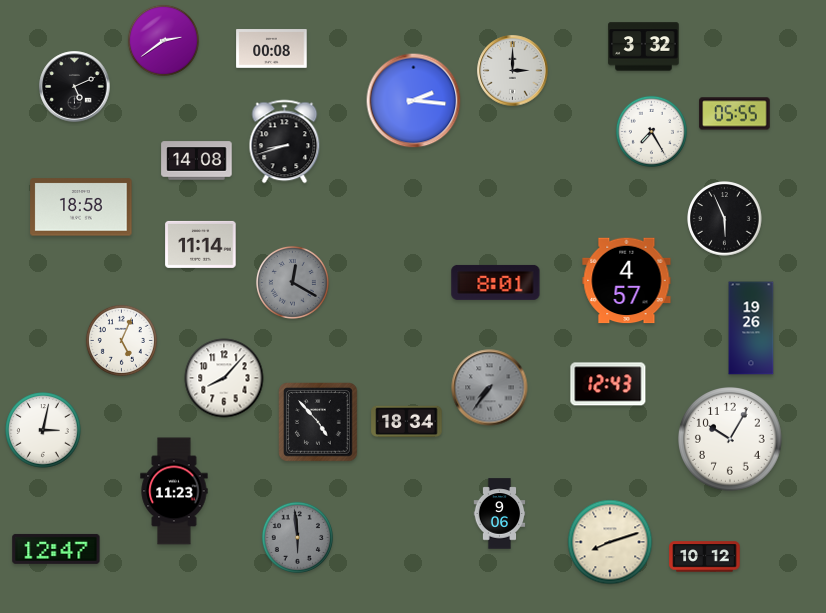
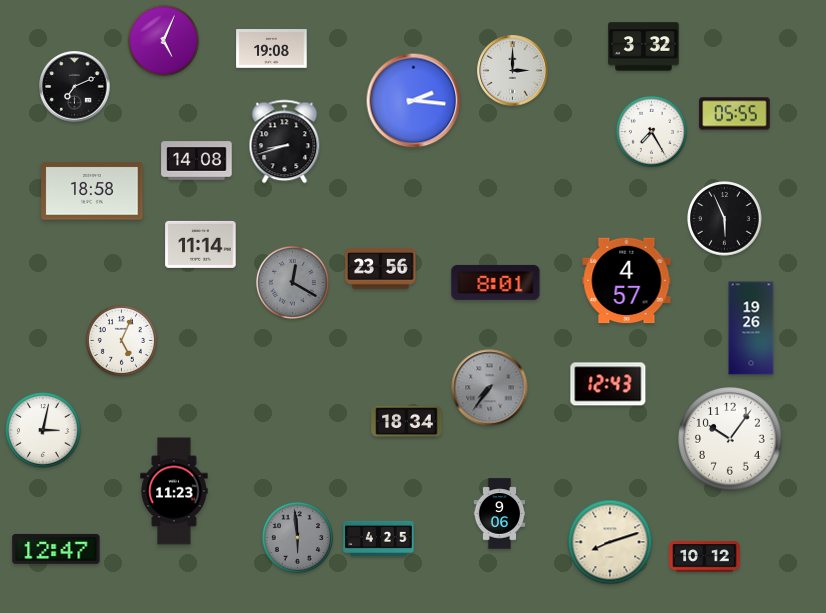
clock at (163, 40): 2:39 -> 5:04
clock at (272, 49): 00:08 -> 19:08
clock at (75, 87): 5:11 -> 7:11
clock at (81, 207) position: (81, 207) -> (92, 191)
clock at (381, 269): none -> 23:56
clock at (224, 378): 8:07 -> none
clock at (319, 423): 4:53 -> none
clock at (730, 439): 10:05 -> 10:06
clock at (379, 538): none -> 4:25
